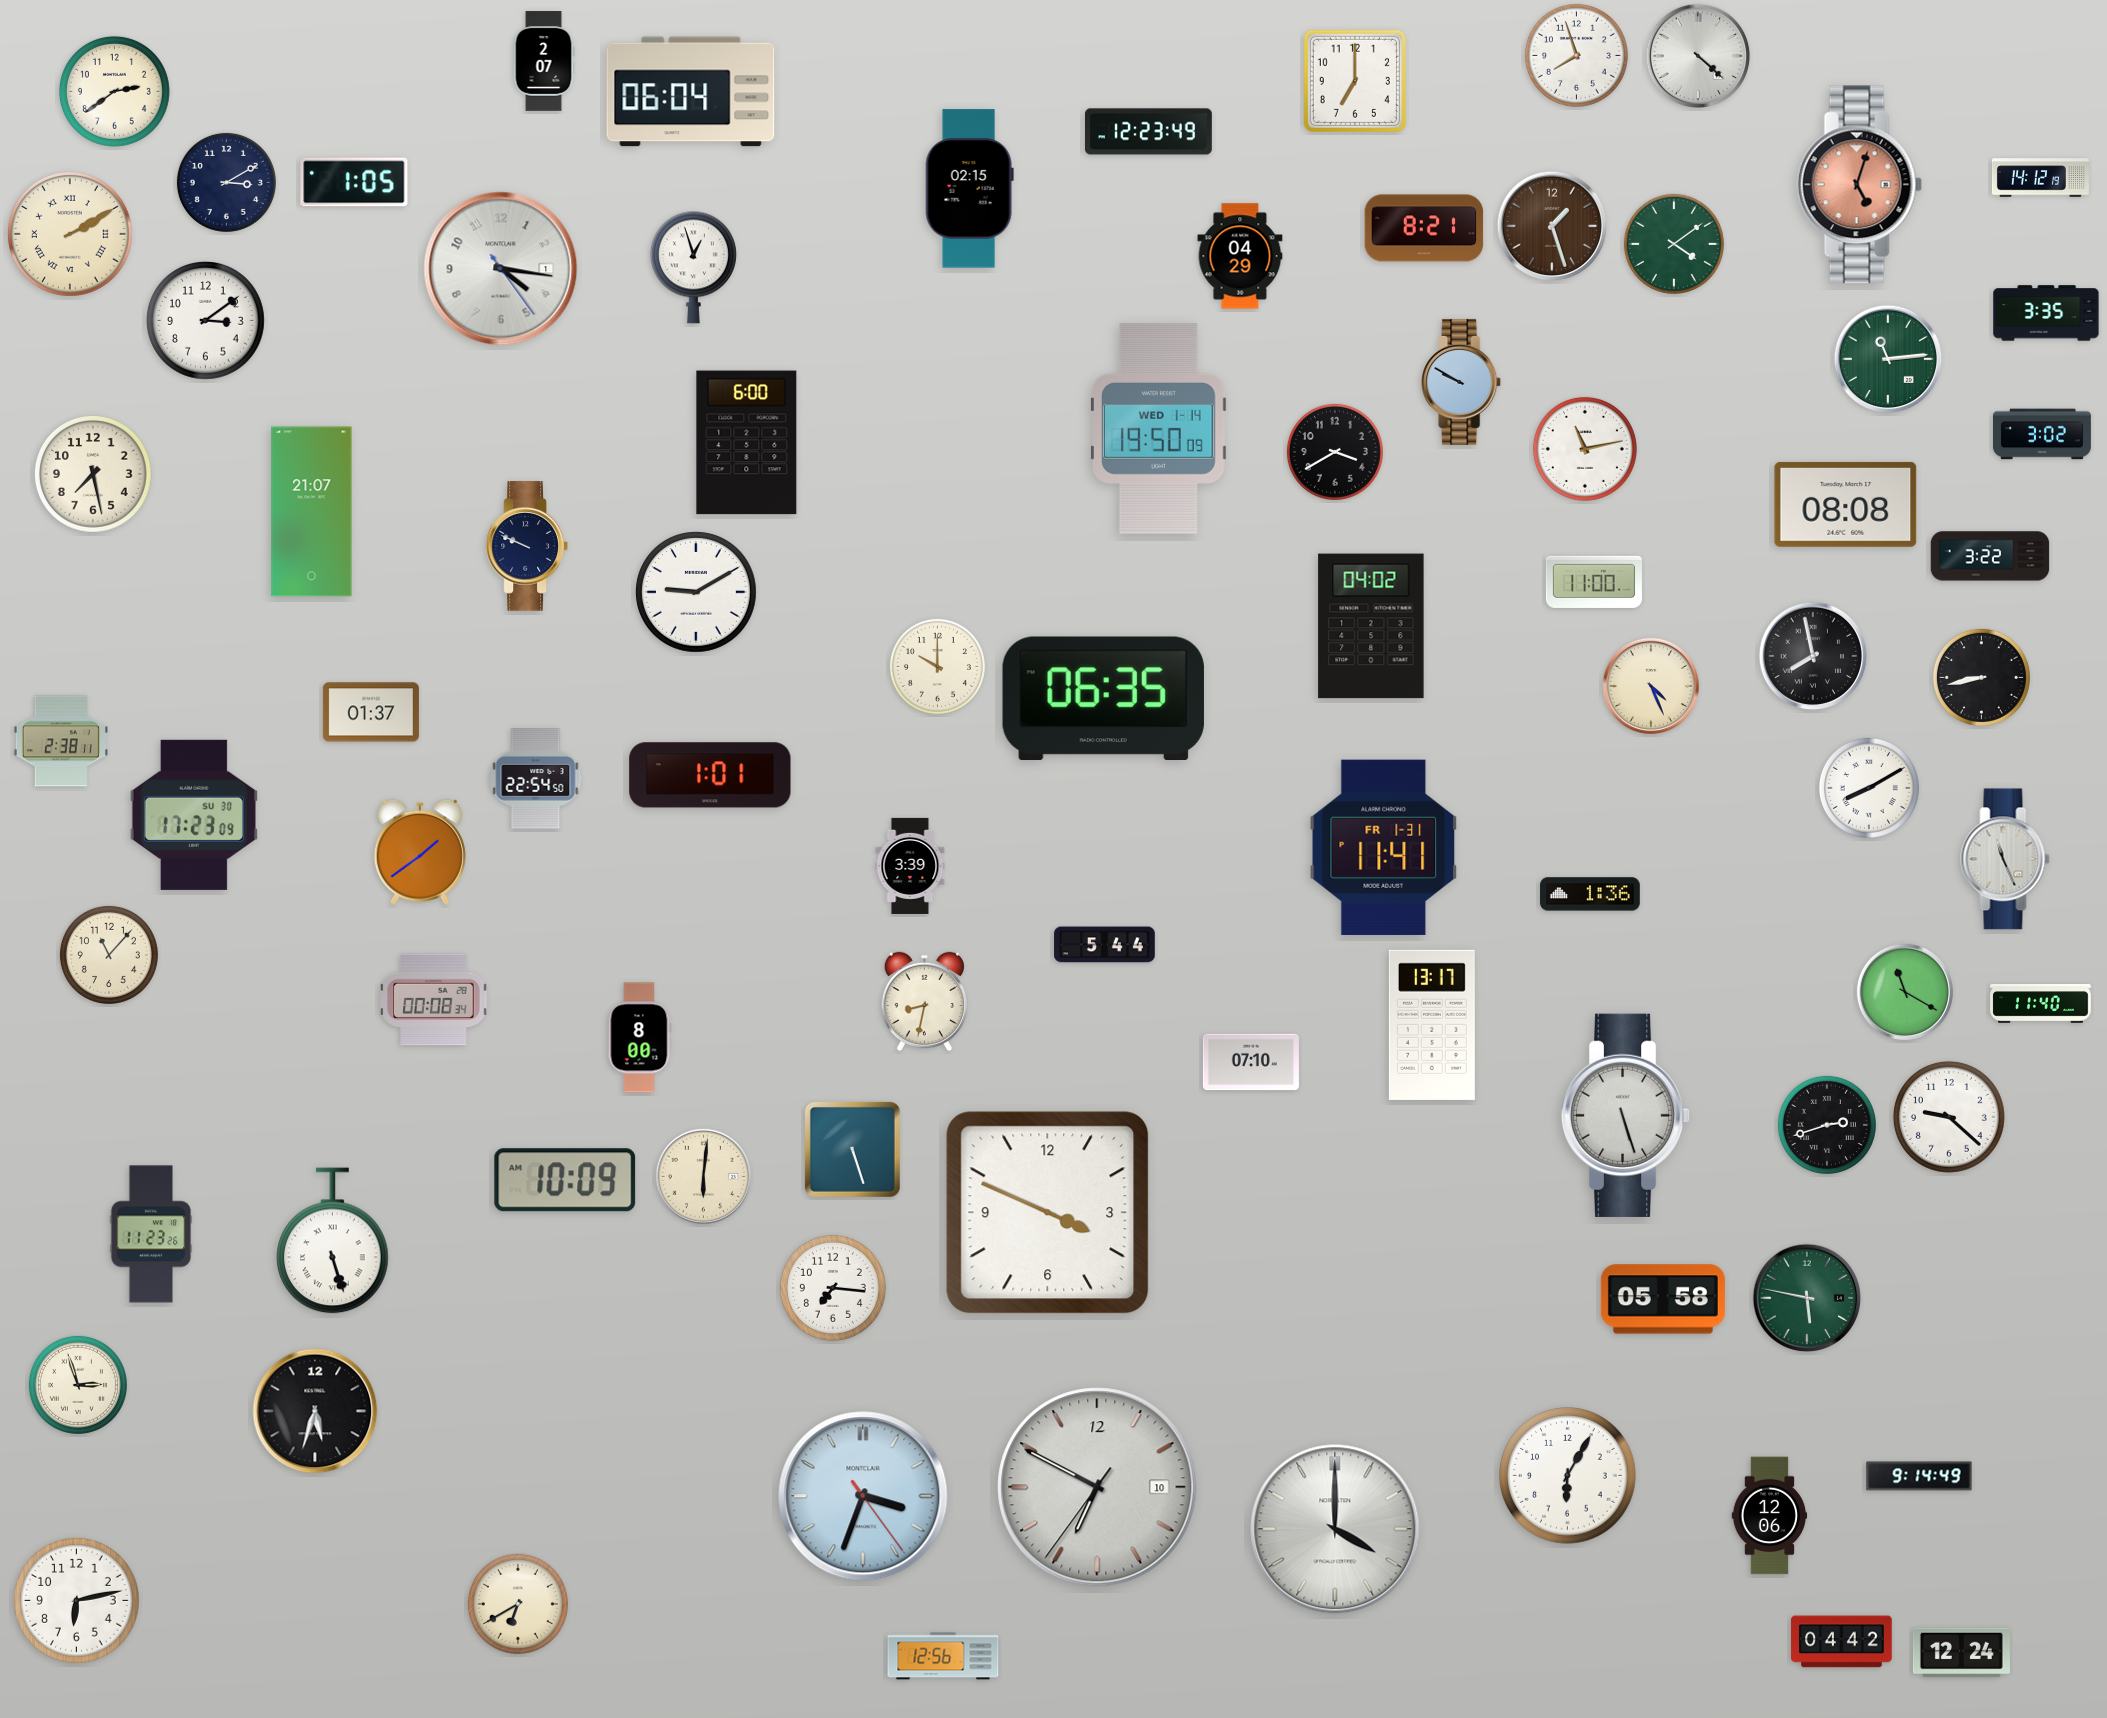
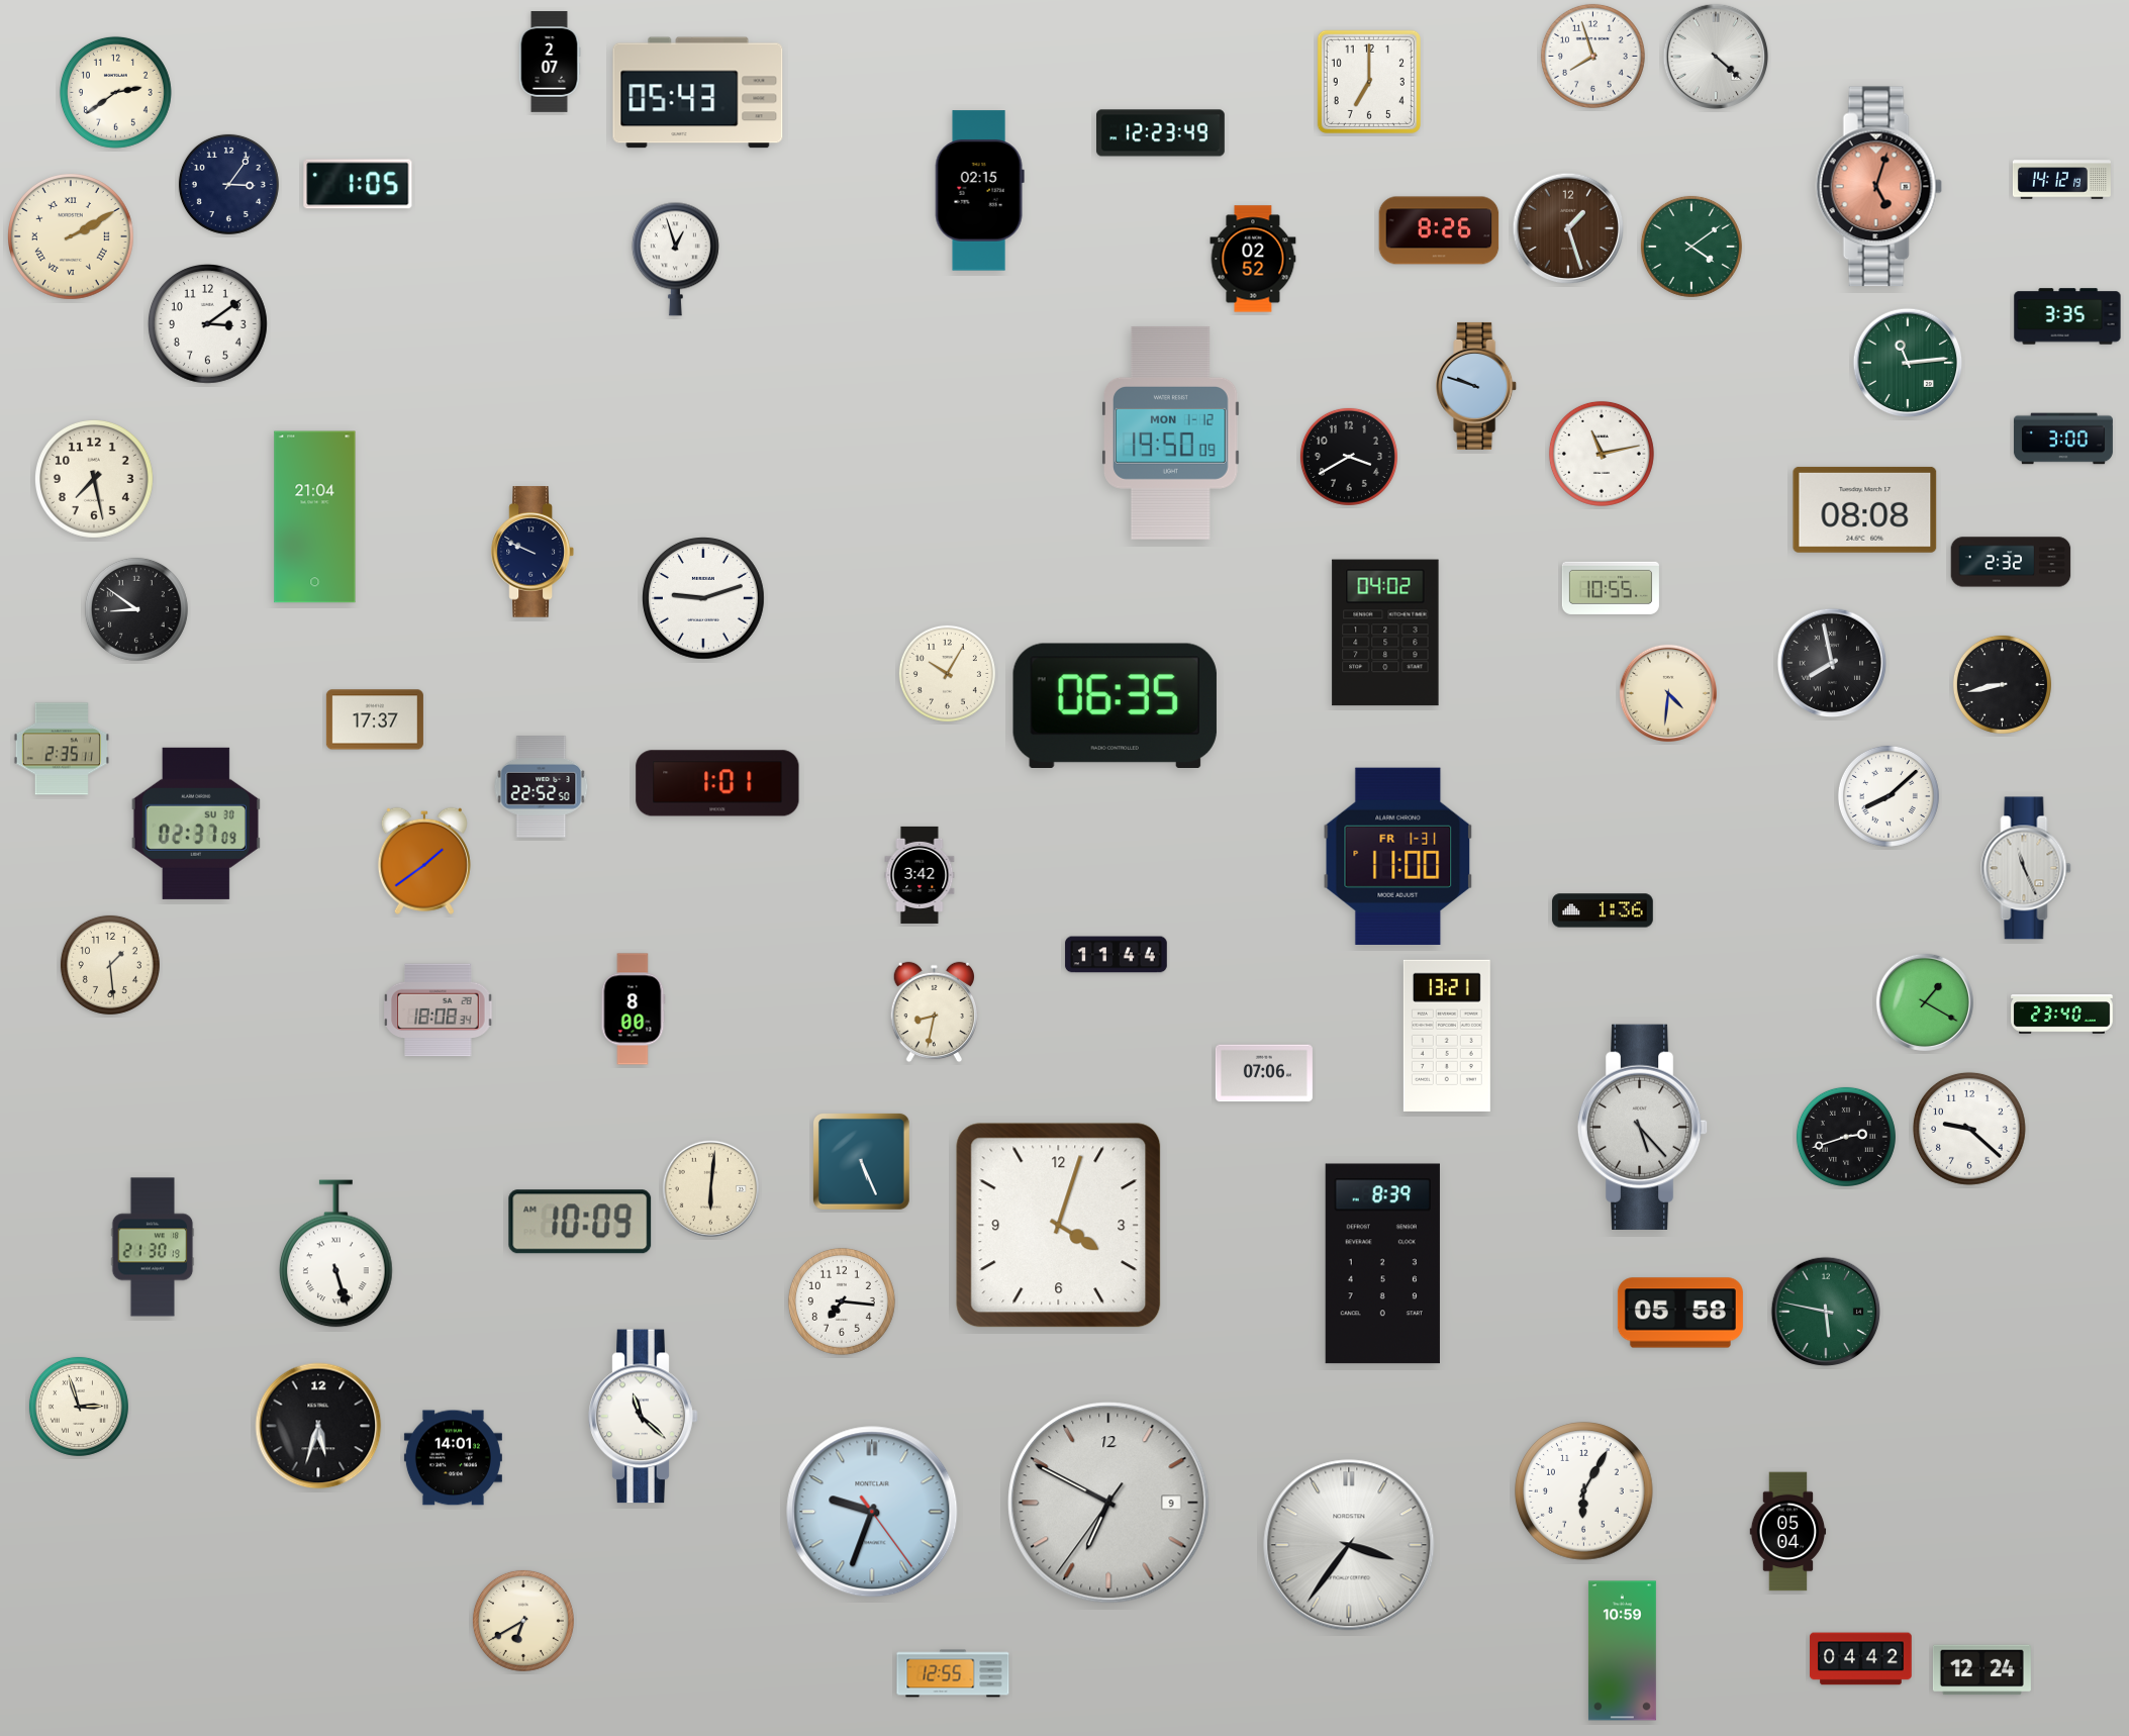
clock at (691, 92): 06:04 -> 05:43
clock at (226, 182): 3:10 -> 3:06
clock at (1424, 228): 8:21 -> 8:26
clock at (1240, 256): 04:29 -> 02:52
clock at (693, 267) position: (693, 267) -> (675, 259)
clock at (501, 269): 4:16 -> none
clock at (1462, 382): 9:50 -> 9:48
clock at (1159, 428) date: WED 1-14 -> MON 1-12
clock at (2042, 434): 3:02 -> 3:00
clock at (747, 443): 6:00 -> none
clock at (312, 512): 21:07 -> 21:04
clock at (1990, 556): 3:22 -> 2:32
clock at (1594, 582): 11:00 -> 10:55
clock at (697, 593): 9:10 -> 9:12
clock at (136, 609): none -> 8:51
clock at (937, 666): 10:00 -> 10:05
clock at (1651, 686): 4:26 -> 4:31
clock at (371, 712): 01:37 -> 17:37
clock at (61, 741): 2:38 -> 2:35
clock at (536, 779): 22:54 -> 22:52
clock at (1869, 788): 8:10 -> 8:08
clock at (194, 815): 17:23 -> 02:37
clock at (1384, 847): 11:41 -> 11:00
clock at (910, 866): 3:39 -> 3:42
clock at (1590, 894) position: (1590, 894) -> (1603, 910)
clock at (1105, 945): 5:44 -> 11:44
clock at (109, 955): 11:07 -> 1:29
clock at (1905, 992): 11:20 -> 1:20
clock at (434, 1000): 00:08 -> 18:08
clock at (2041, 1004): 11:40 -> 23:40
clock at (1432, 1025): 13:17 -> 13:21
clock at (640, 1038) position: (640, 1038) -> (634, 1009)
clock at (1251, 1062): 07:10 -> 07:06
clock at (1626, 1115): 5:27 -> 5:23
clock at (852, 1149): 5:27 -> 5:26
clock at (565, 1180) position: (565, 1180) -> (580, 1222)
clock at (1048, 1213): 3:49 -> 4:03
clock at (151, 1234): 11:23 -> 21:30
clock at (1382, 1264): none -> 8:39
clock at (78, 1385) position: (78, 1385) -> (79, 1407)
clock at (644, 1417): none -> 11:22
clock at (453, 1458): none -> 14:01
clock at (1919, 1476): 9:14 -> none
clock at (1097, 1487) date: 10 -> 9
clock at (863, 1496): 3:33 -> 9:33
clock at (1770, 1516): 12:06 -> 05:04
clock at (1335, 1529): 4:00 -> 3:36
clock at (77, 1601): 6:13 -> none
clock at (1622, 1651): none -> 10:59
clock at (943, 1656): 12:56 -> 12:55
